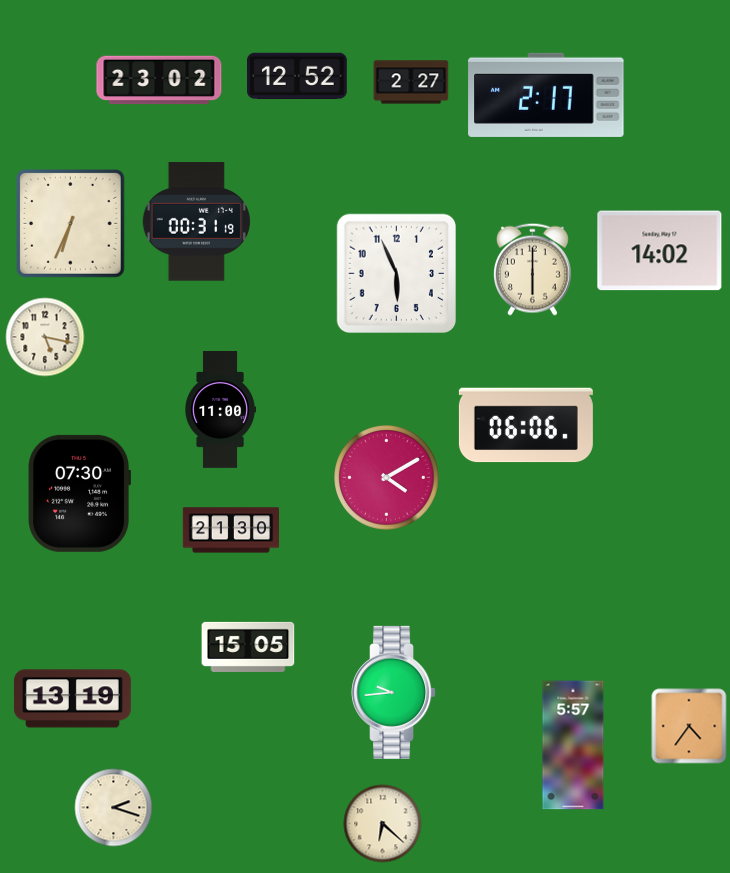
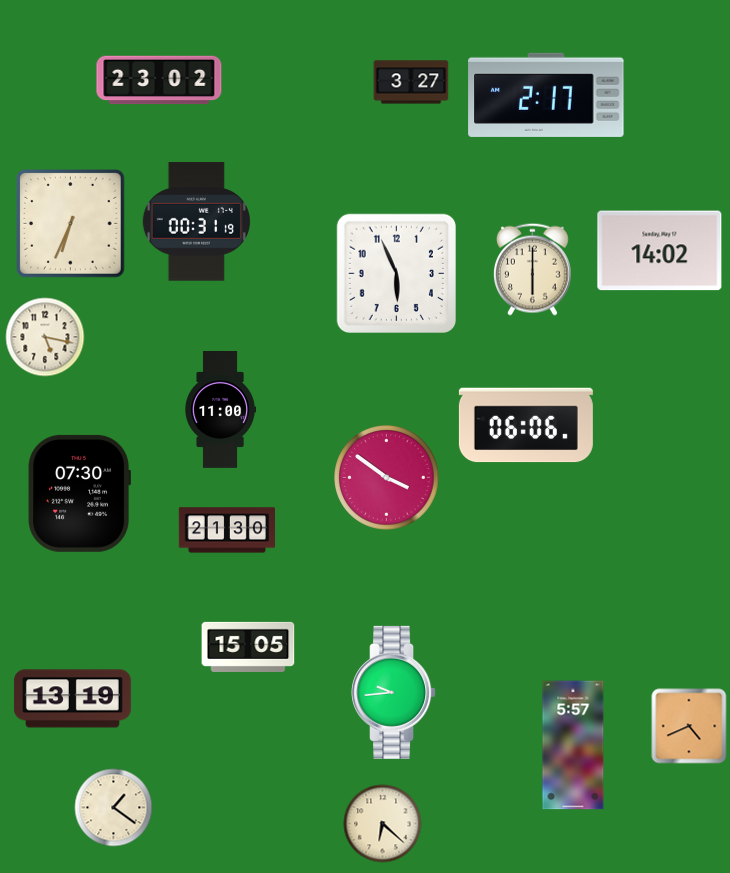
clock at (298, 76): 12:52 -> none
clock at (411, 82): 2:27 -> 3:27
clock at (387, 478): 4:10 -> 3:51
clock at (230, 530) position: (230, 530) -> (226, 530)
clock at (689, 726): 4:36 -> 4:41
clock at (114, 808): 2:18 -> 1:21
